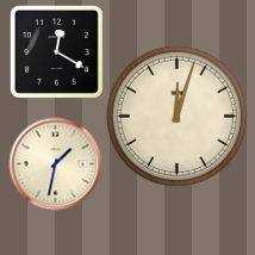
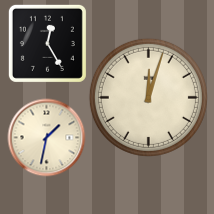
clock at (56, 51): 12:20 -> 12:25
